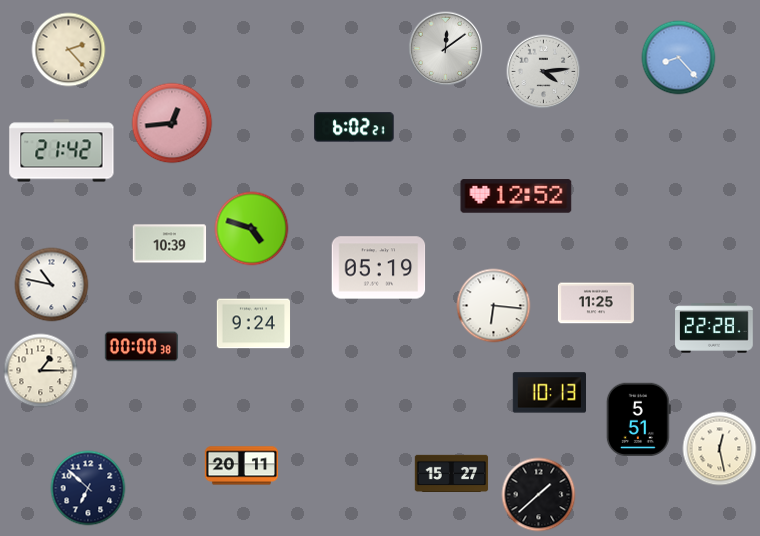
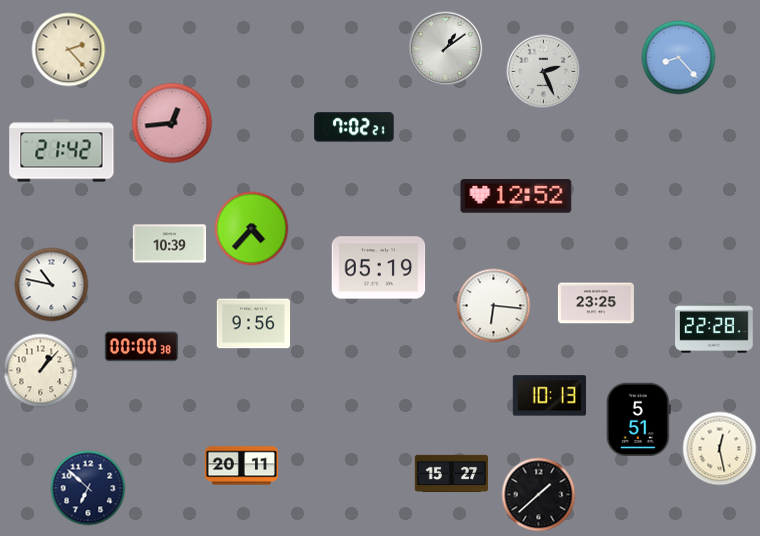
clock at (446, 49): 12:09 -> 1:09
clock at (544, 72): 4:14 -> 2:26
clock at (354, 127): 6:02 -> 7:02
clock at (252, 229): 4:48 -> 4:37
clock at (596, 303): 11:25 -> 23:25
clock at (254, 324): 9:24 -> 9:56
clock at (41, 371): 1:15 -> 1:07
clock at (549, 393) position: (549, 393) -> (549, 396)
